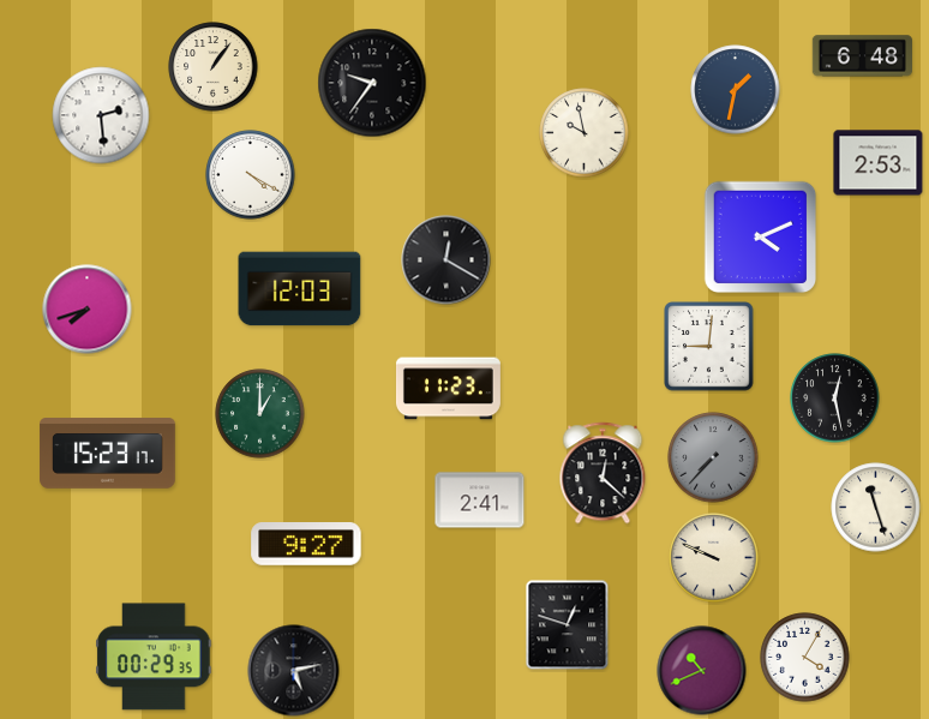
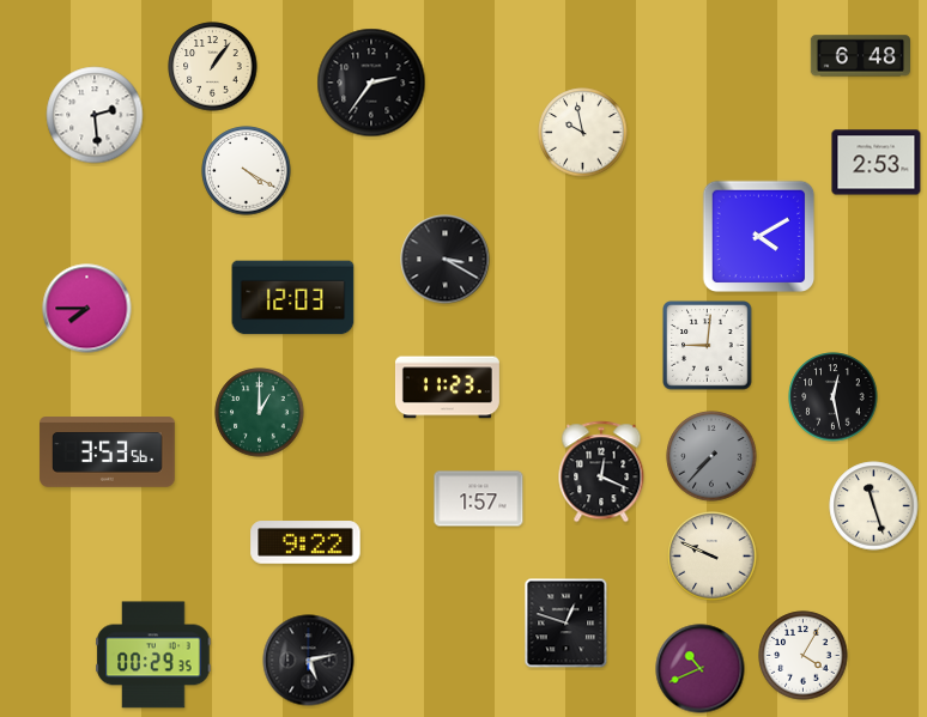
clock at (372, 83): 9:36 -> 2:36
clock at (736, 90): 1:32 -> none
clock at (101, 115) position: (101, 115) -> (95, 115)
clock at (251, 175) position: (251, 175) -> (247, 171)
clock at (761, 238): 4:11 -> 4:10
clock at (446, 260): 12:20 -> 3:20
clock at (300, 289) position: (300, 289) -> (293, 298)
clock at (88, 310): 7:42 -> 7:45
clock at (108, 454): 15:23 -> 3:53
clock at (603, 473): 12:22 -> 12:19
clock at (480, 501): 2:41 -> 1:57
clock at (306, 544): 9:27 -> 9:22
clock at (294, 671) position: (294, 671) -> (309, 661)
